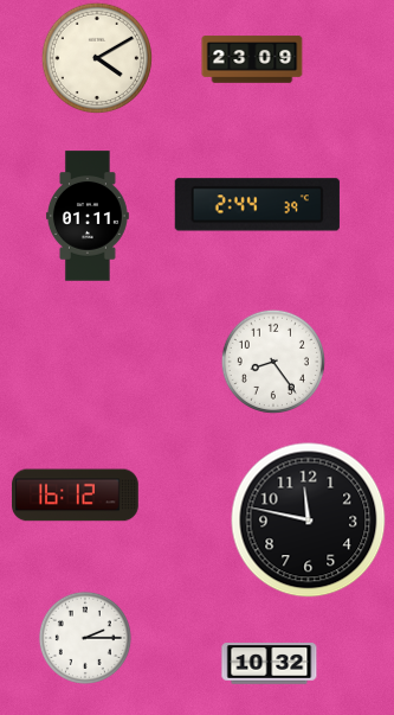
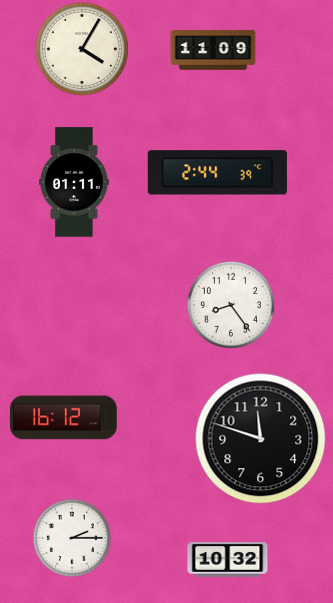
clock at (96, 57): 4:10 -> 4:05
clock at (252, 59): 23:09 -> 11:09
clock at (309, 521): 11:47 -> 11:48
